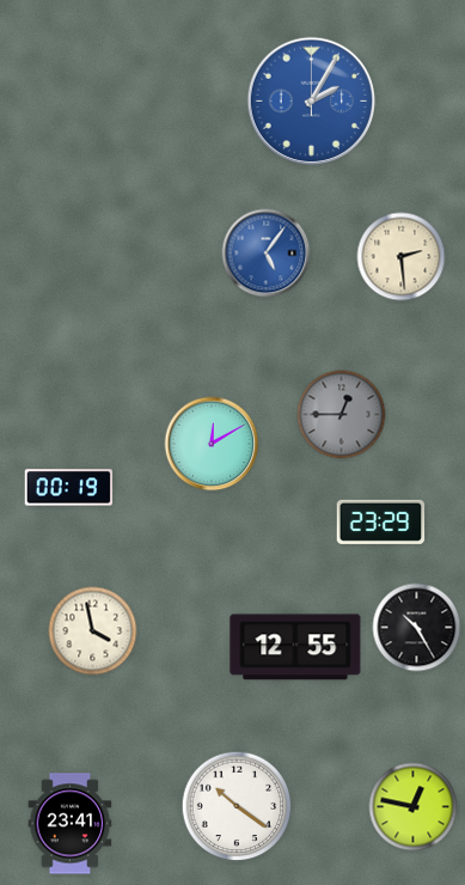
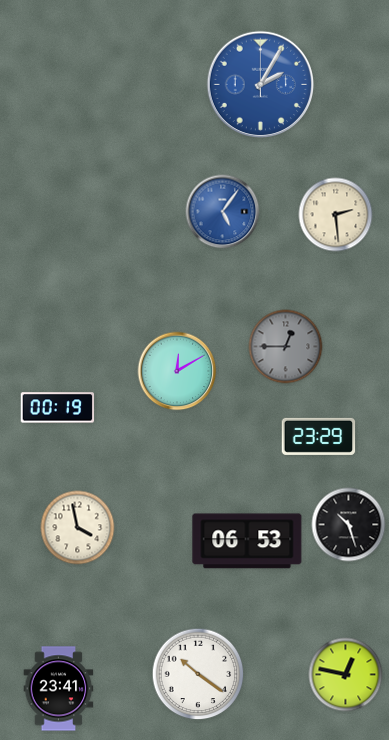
clock at (417, 628): 10:25 -> 10:27
clock at (295, 647): 12:55 -> 06:53
